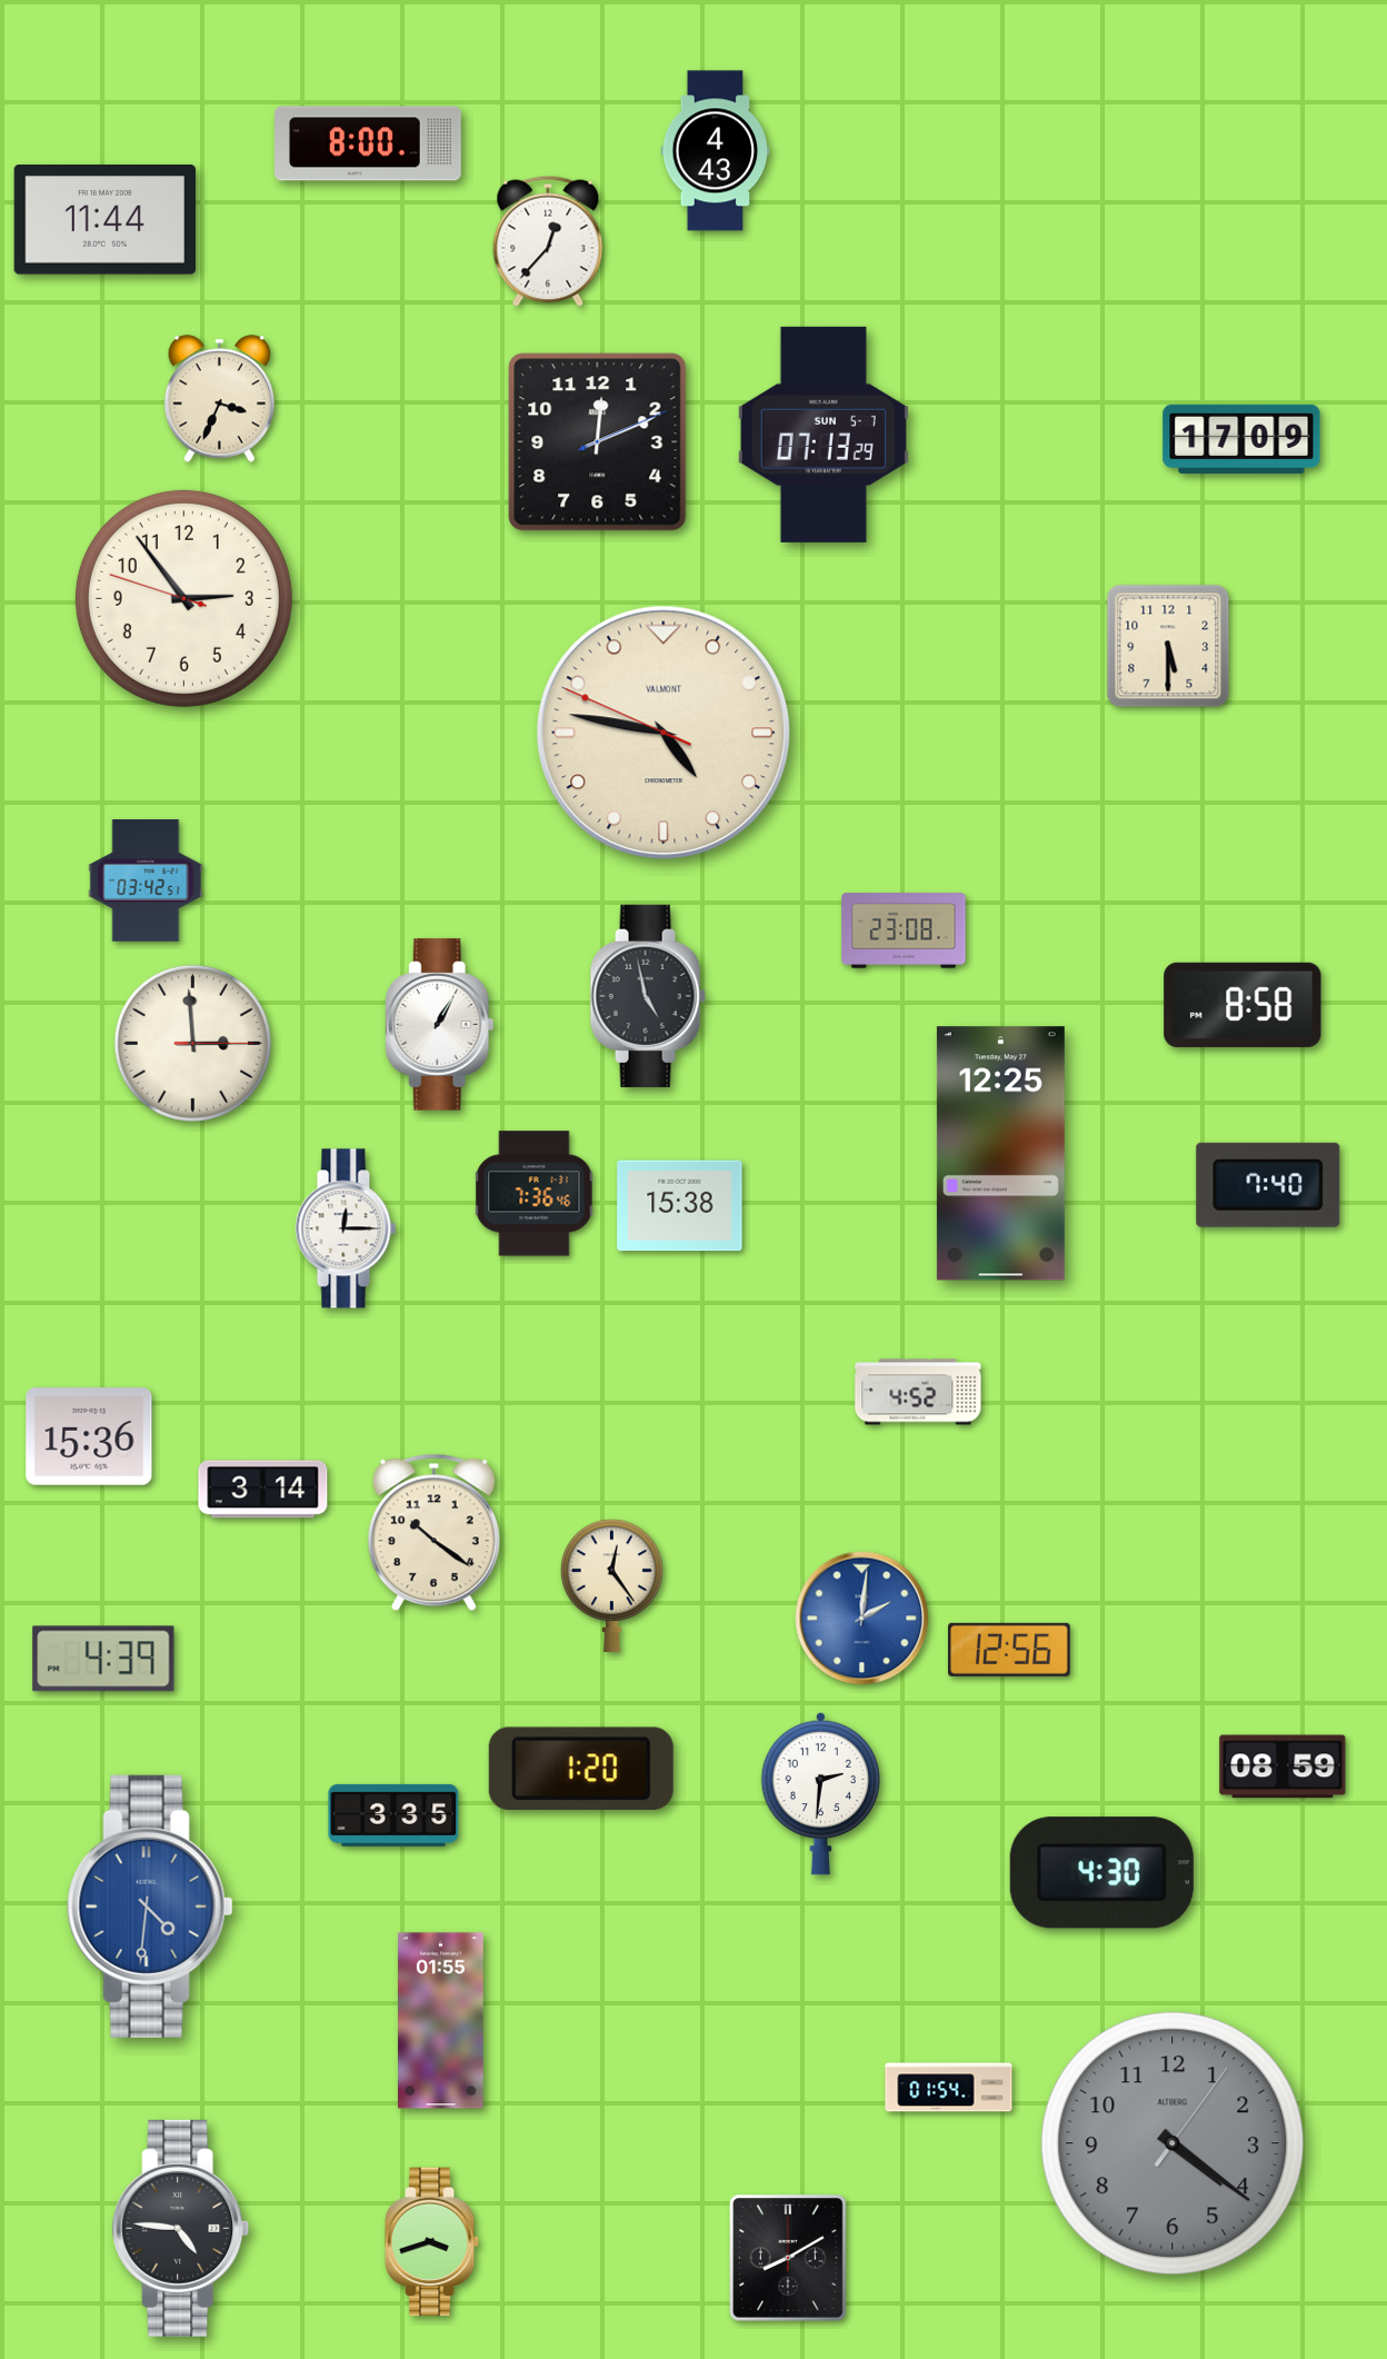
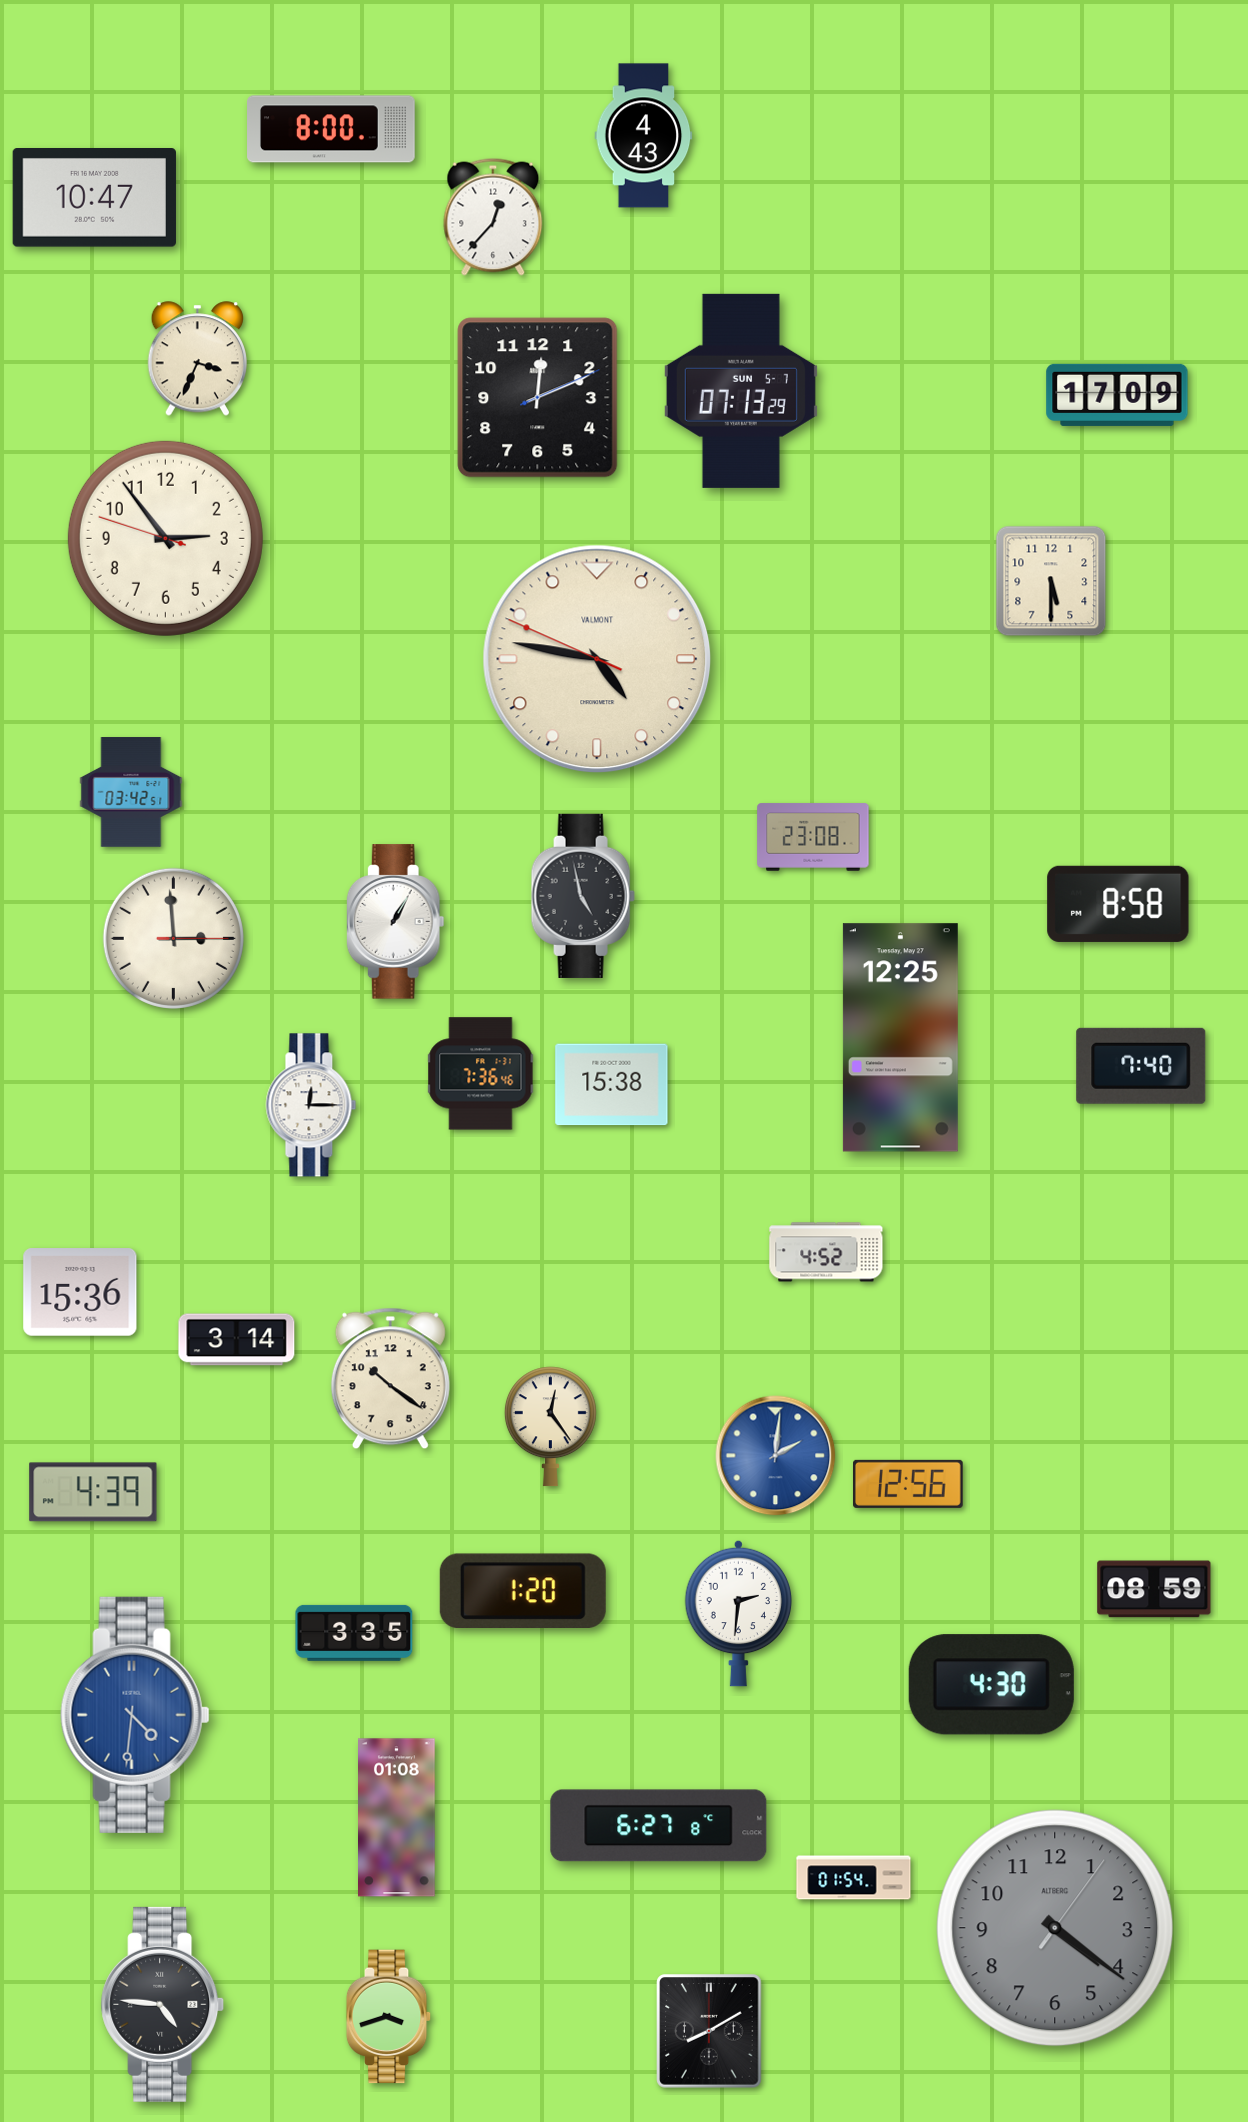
clock at (104, 220): 11:44 -> 10:47
clock at (441, 2021): 01:55 -> 01:08
clock at (659, 1826): none -> 6:27
